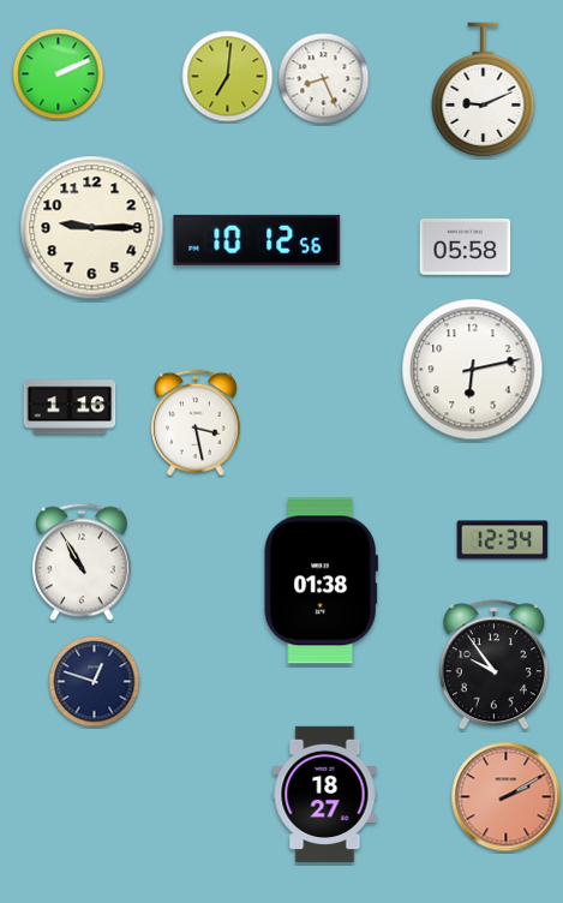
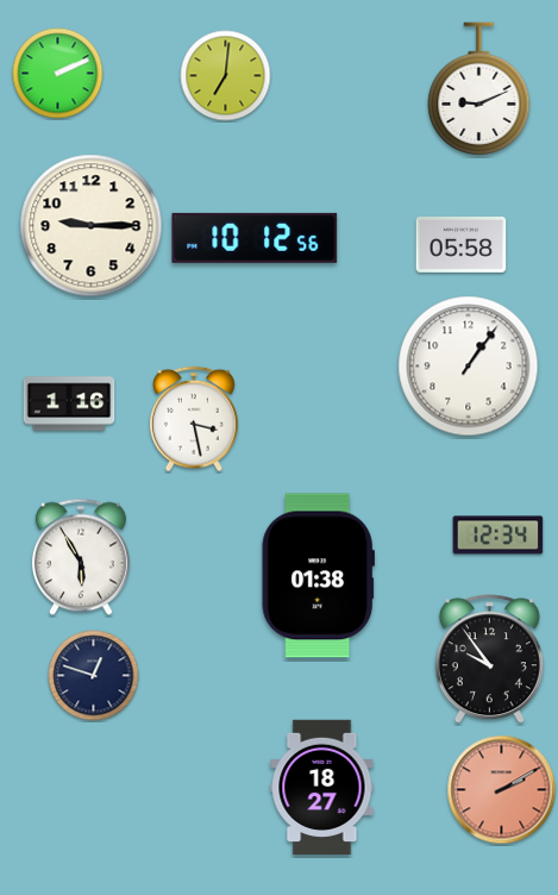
clock at (324, 79): 8:26 -> none
clock at (473, 370): 6:13 -> 1:06
clock at (82, 562): 10:55 -> 5:55
